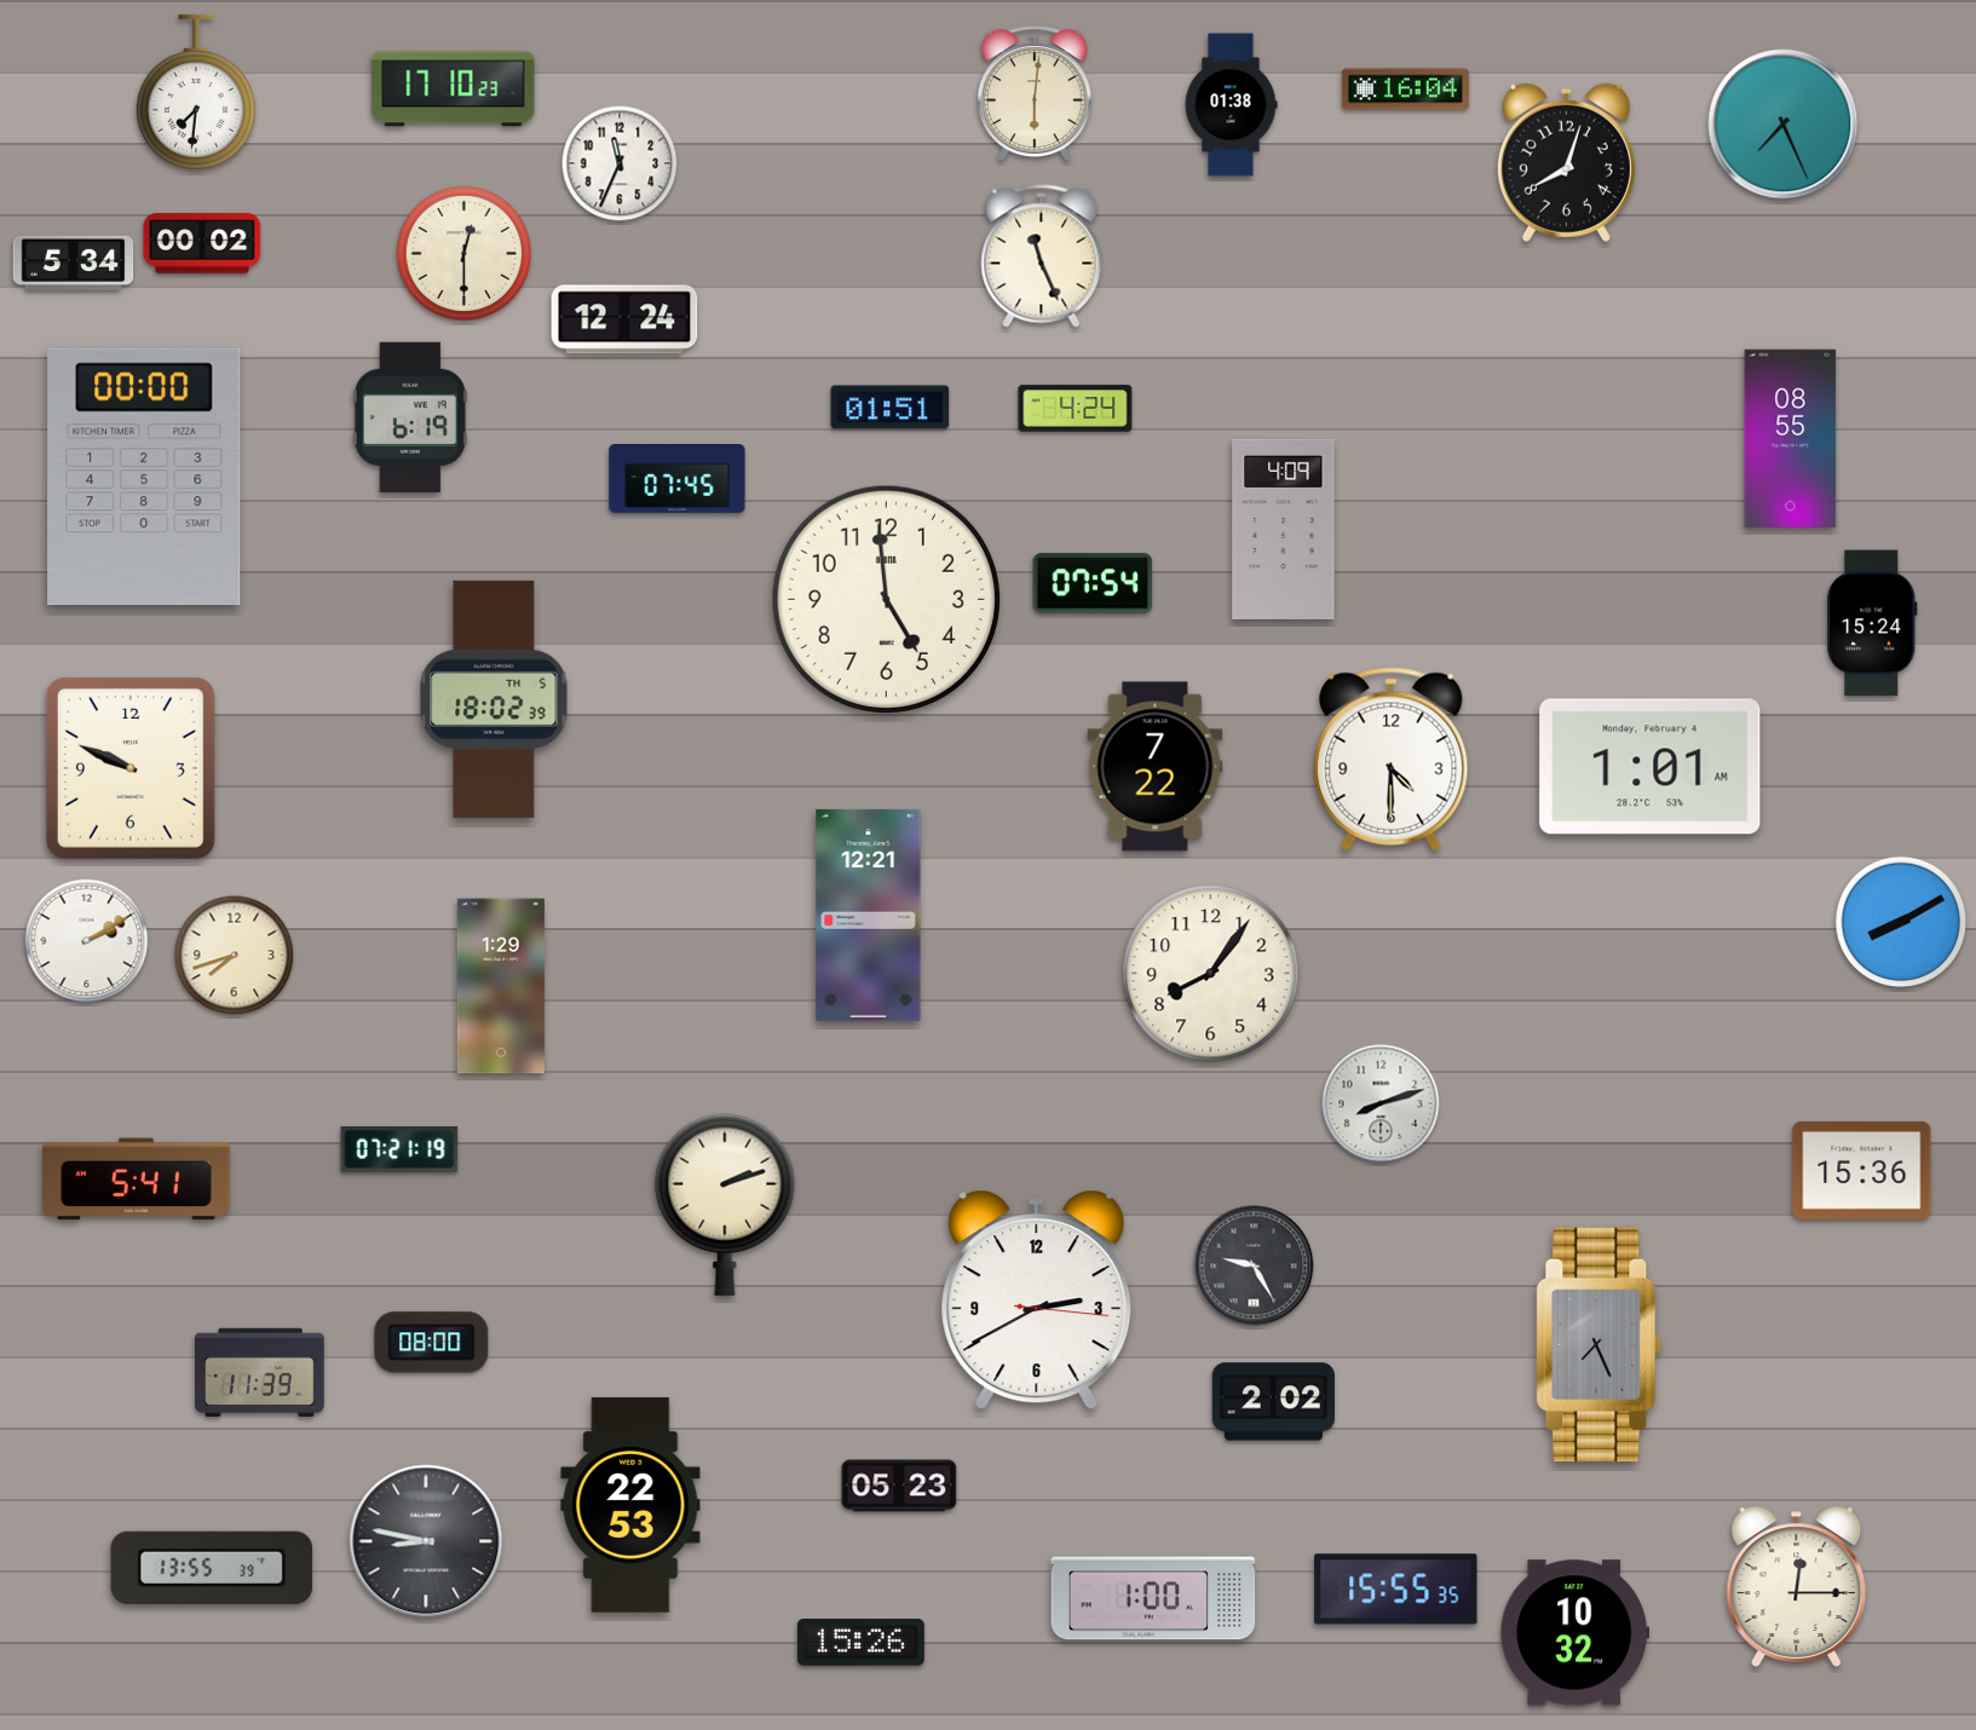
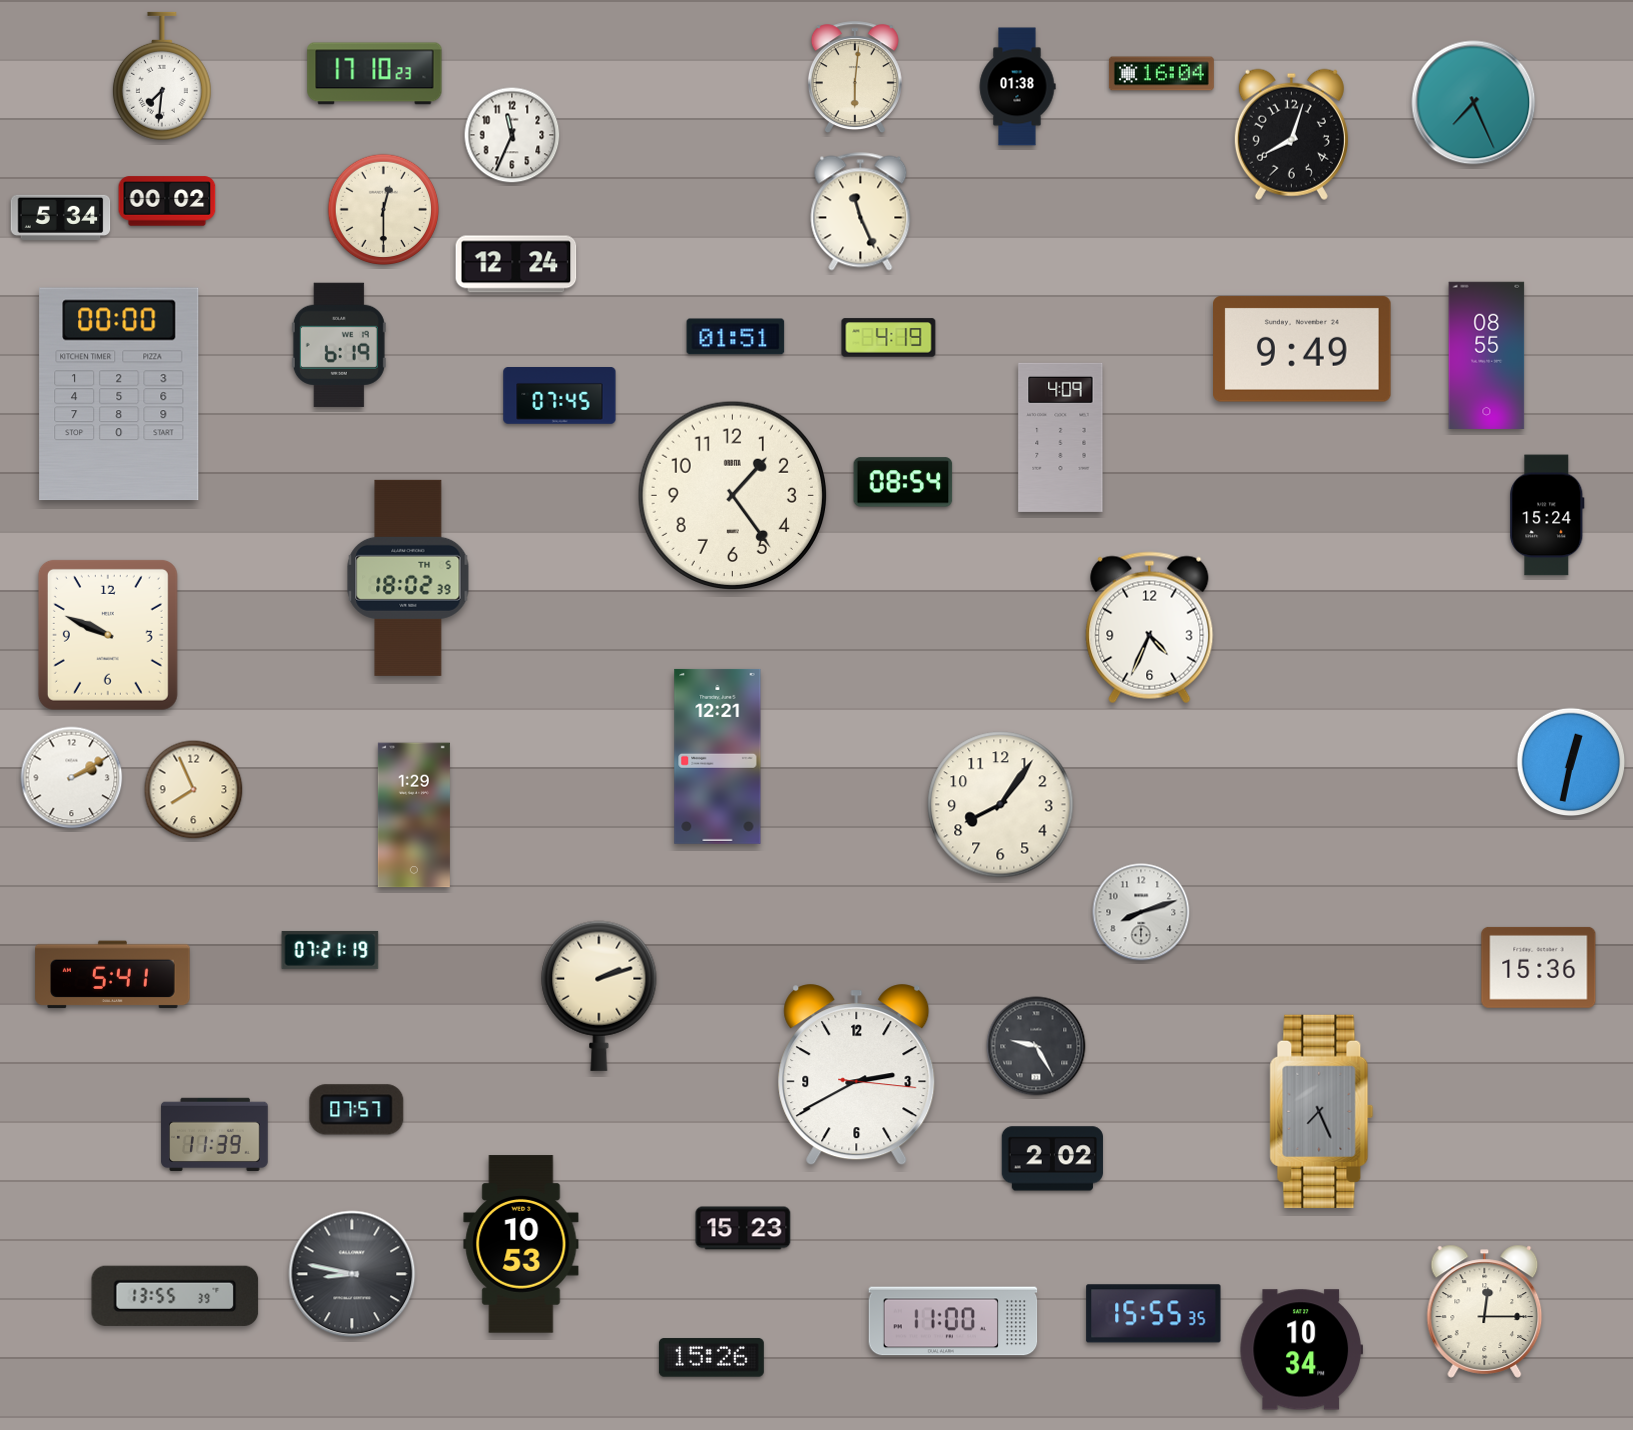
clock at (1566, 162) position: (1566, 162) -> (1291, 134)
clock at (1076, 409): 4:24 -> 4:19
clock at (1303, 349): none -> 9:49
clock at (1791, 438) position: (1791, 438) -> (1487, 355)
clock at (1093, 583): 07:54 -> 08:54
clock at (886, 599): 4:59 -> 1:24
clock at (1392, 760): 4:30 -> 4:34
clock at (1156, 767): 7:22 -> none
clock at (1650, 767): 1:01 -> none
clock at (1901, 922): 8:10 -> 12:32
clock at (235, 956): 7:42 -> 7:56
clock at (432, 1343): 08:00 -> 07:57
clock at (899, 1486): 05:23 -> 15:23
clock at (630, 1505): 22:53 -> 10:53
clock at (1153, 1598): 1:00 -> 11:00
clock at (1574, 1633): 10:32 -> 10:34
